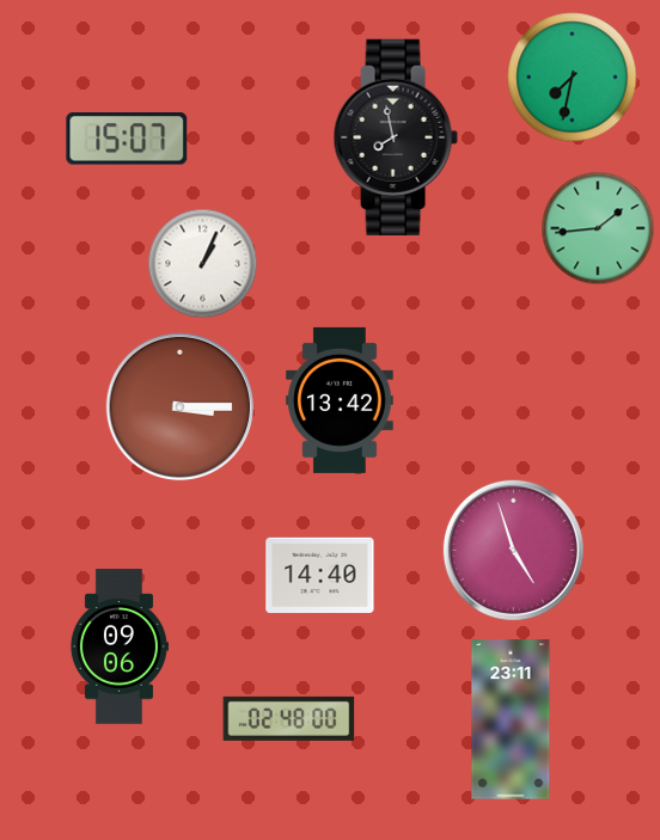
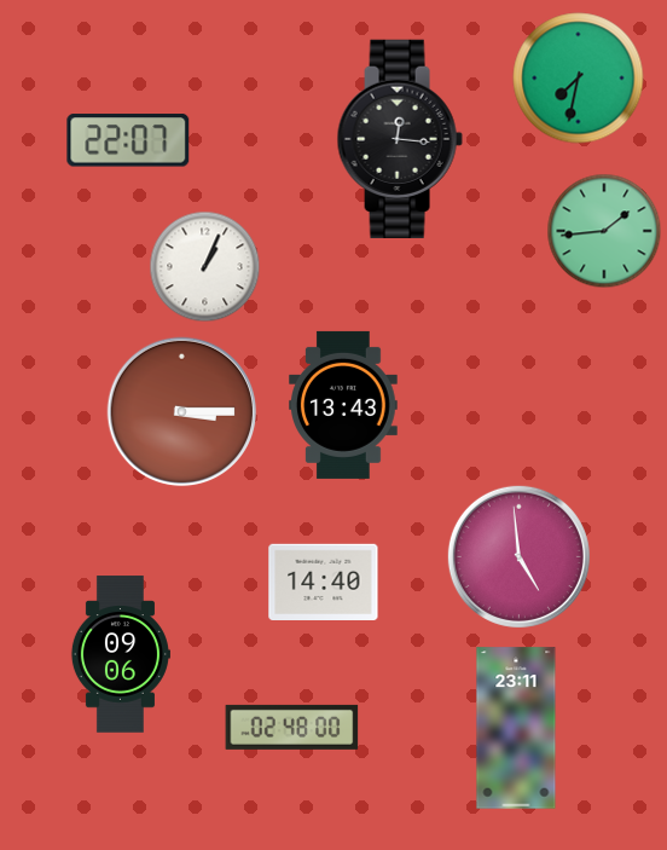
clock at (396, 137): 7:58 -> 12:16
clock at (127, 139): 15:07 -> 22:07
clock at (341, 400): 13:42 -> 13:43
clock at (513, 550): 4:57 -> 4:59
